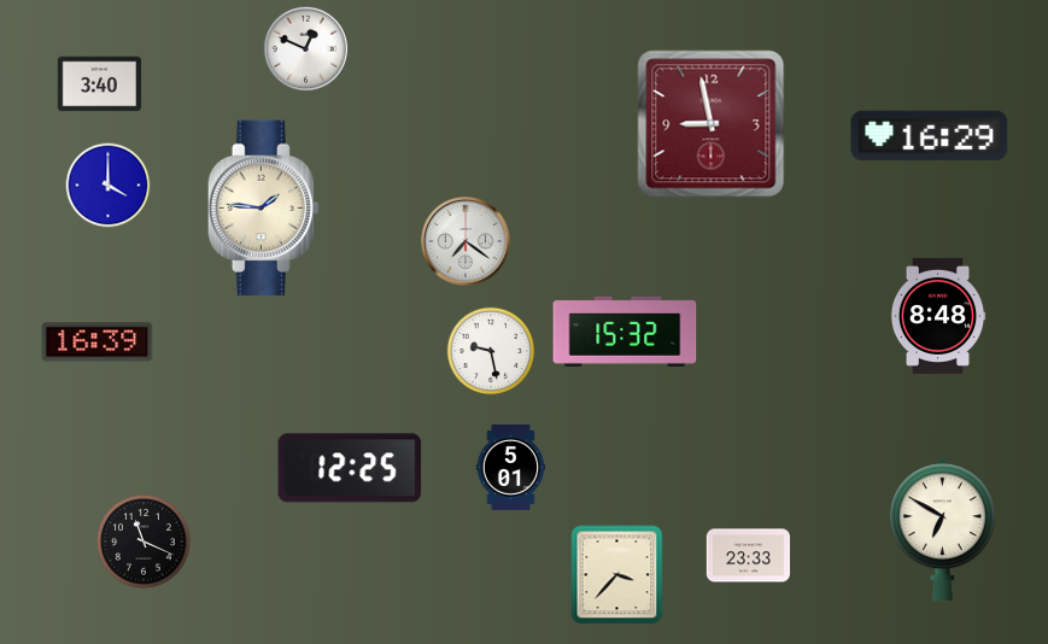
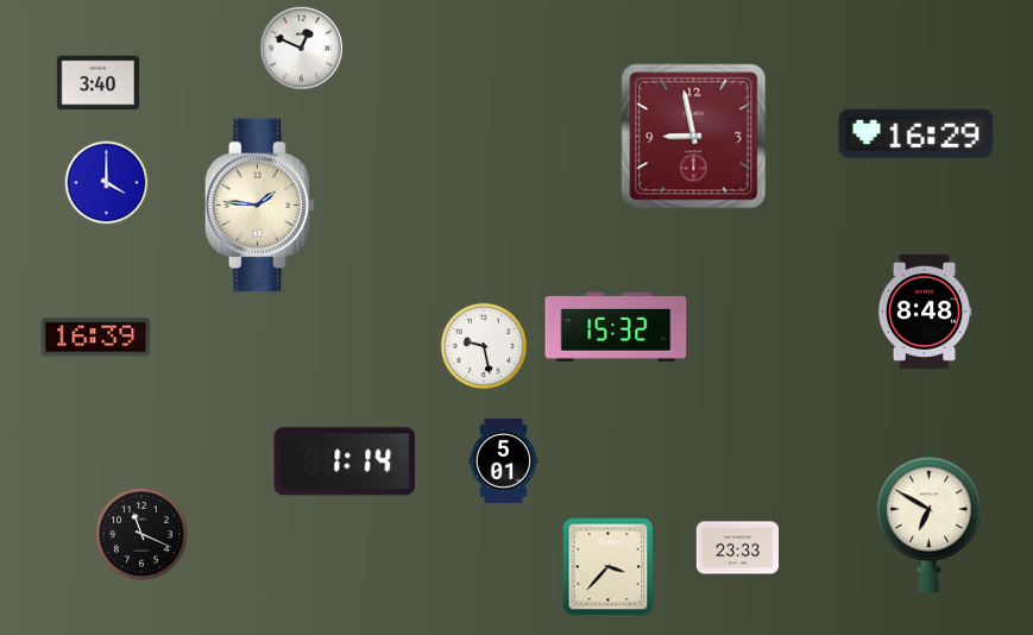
clock at (712, 124) position: (712, 124) -> (694, 137)
clock at (466, 241): 7:21 -> none
clock at (350, 468): 12:25 -> 1:14
